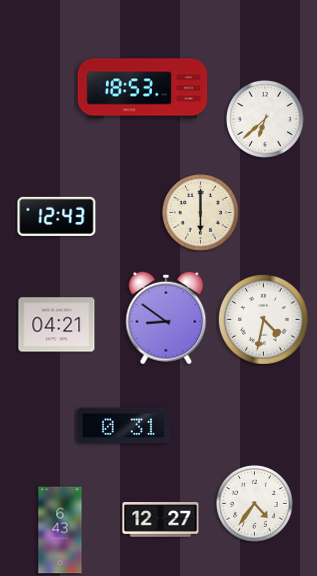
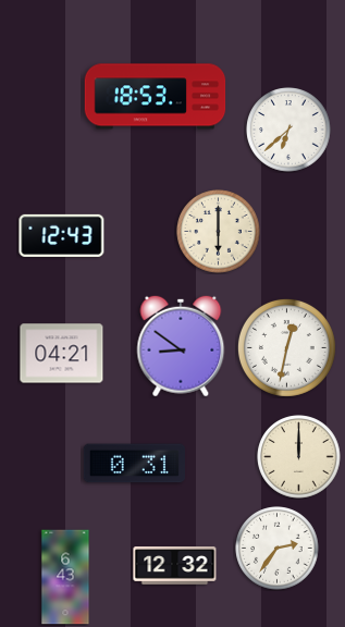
clock at (263, 319): 4:32 -> 12:32
clock at (299, 457): none -> 12:00
clock at (255, 504): 4:36 -> 2:36
clock at (161, 520): 12:27 -> 12:32
